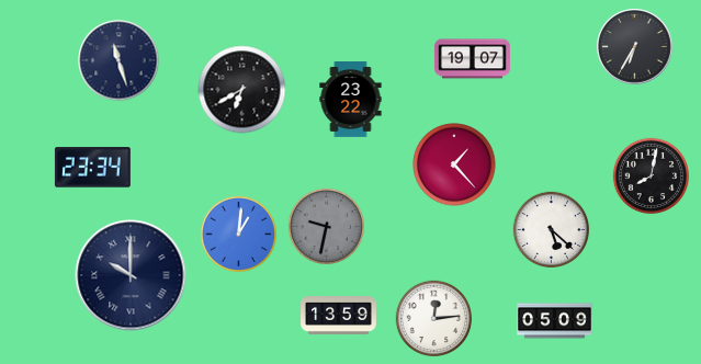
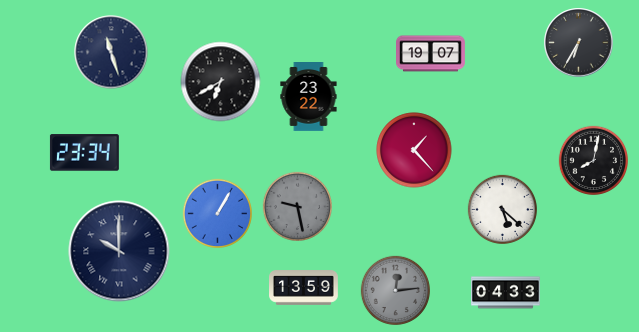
clock at (118, 60) position: (118, 60) -> (111, 52)
clock at (351, 100) position: (351, 100) -> (309, 97)
clock at (326, 226): 9:32 -> 9:28
clock at (238, 234): 1:01 -> 1:05
clock at (339, 316) position: (339, 316) -> (304, 288)
clock at (433, 318) dial: white -> grey
clock at (555, 321): 05:09 -> 04:33
